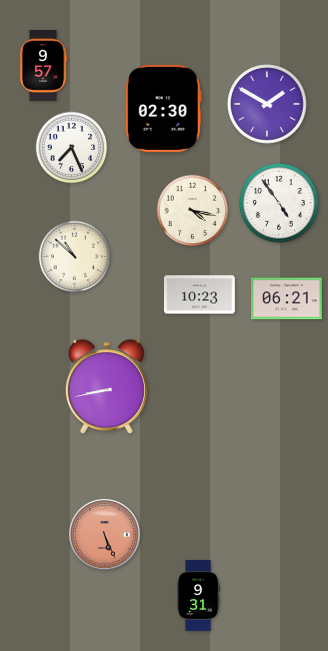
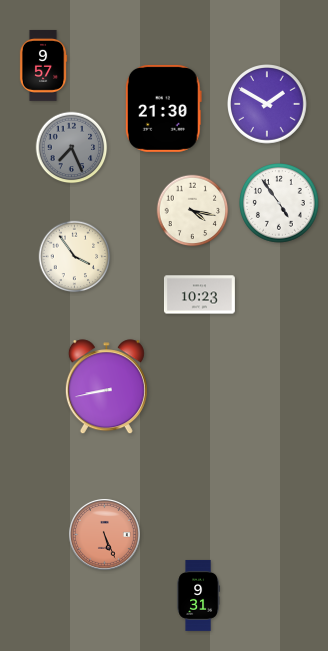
clock at (163, 108): 02:30 -> 21:30
clock at (72, 148) dial: white -> grey
clock at (75, 257): 10:52 -> 3:54
clock at (286, 299): 06:21 -> none
